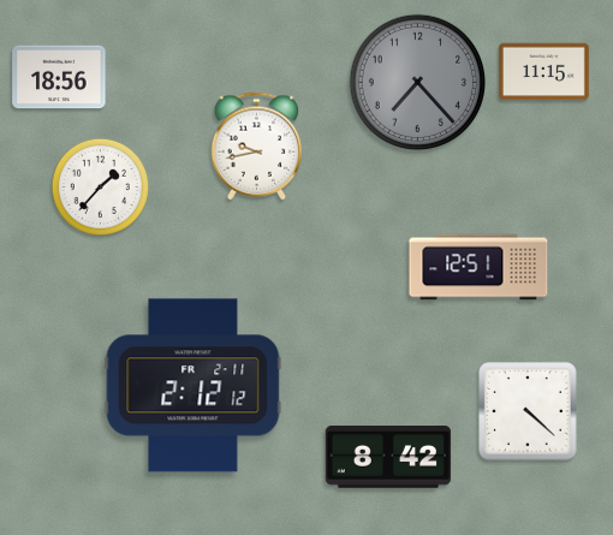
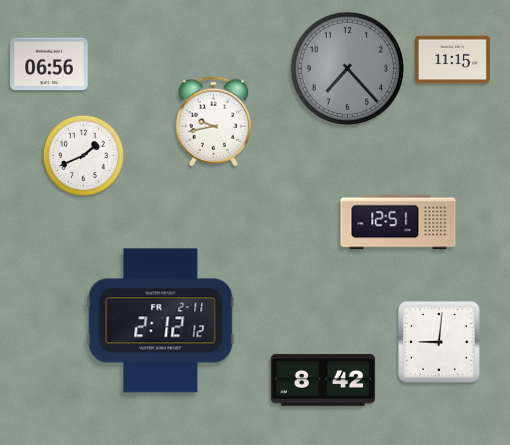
clock at (59, 77): 18:56 -> 06:56
clock at (100, 186): 1:37 -> 1:41
clock at (528, 411): 4:22 -> 9:01
